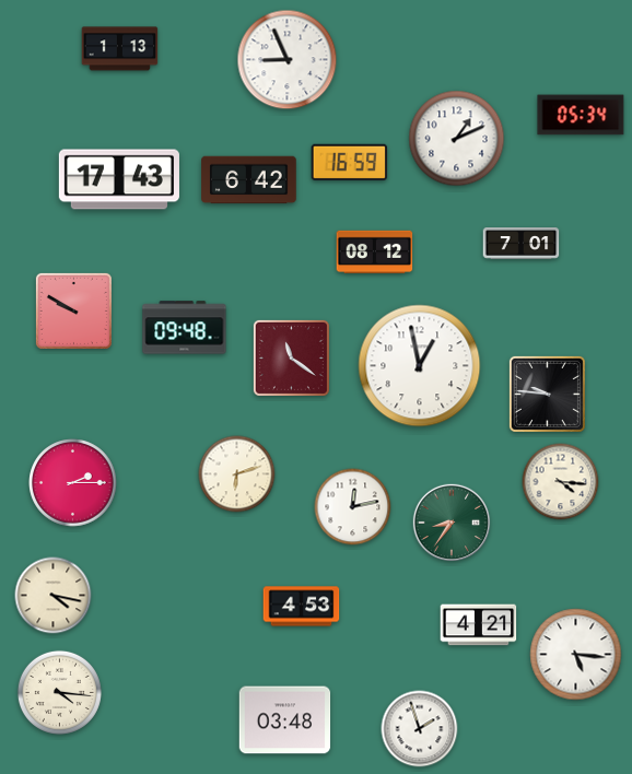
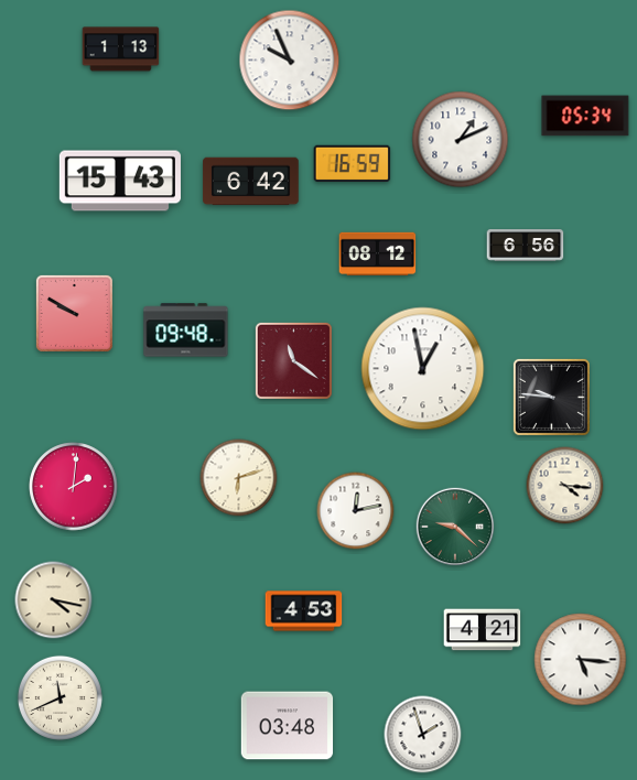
clock at (288, 60): 8:56 -> 9:56
clock at (119, 179): 17:43 -> 15:43
clock at (522, 244): 7:01 -> 6:56
clock at (73, 483): 2:15 -> 2:01
clock at (452, 523): 8:36 -> 9:22
clock at (59, 692): 4:16 -> 11:41
